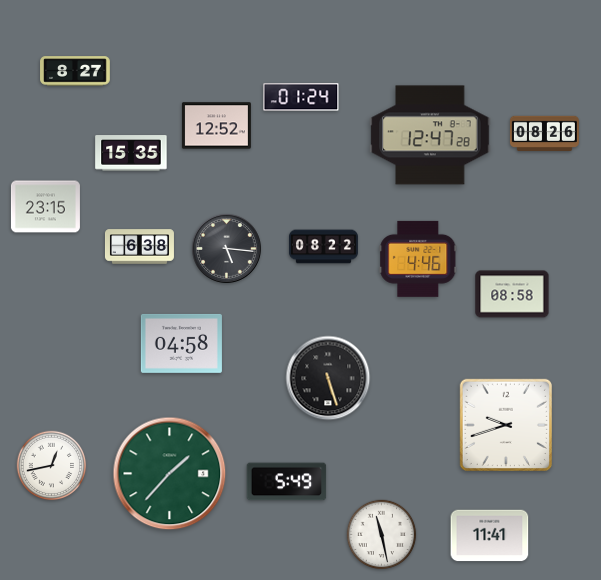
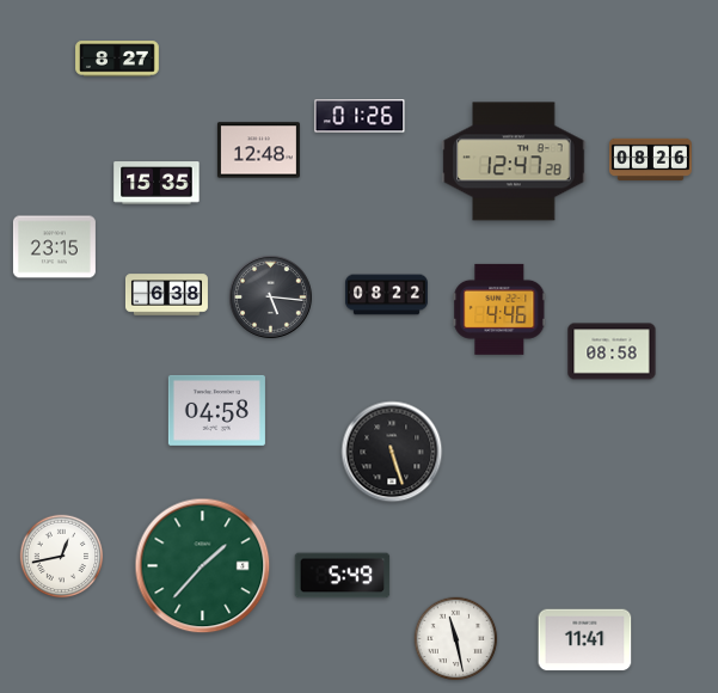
clock at (75, 71) position: (75, 71) -> (117, 59)
clock at (301, 97): 01:24 -> 01:26
clock at (216, 126): 12:52 -> 12:48
clock at (506, 425): 9:42 -> none
